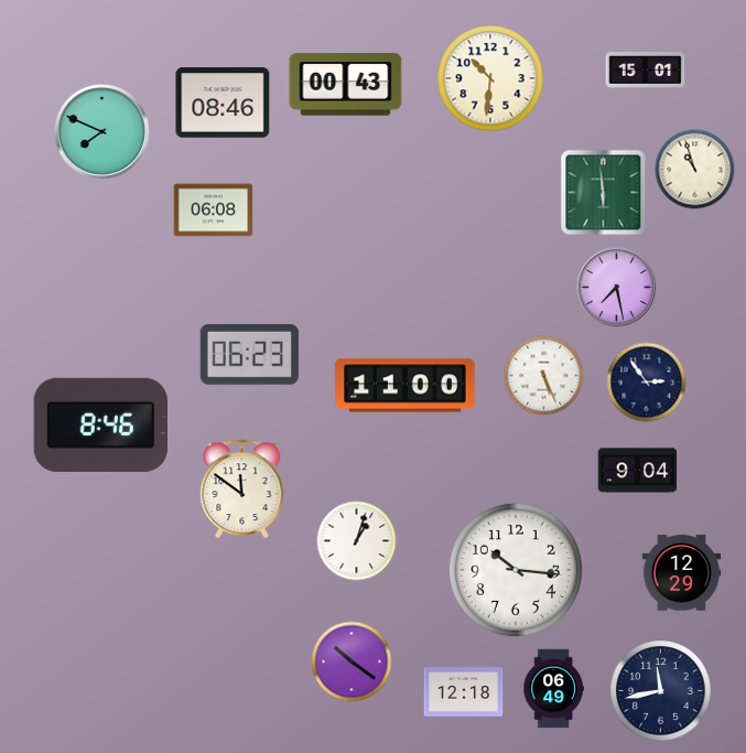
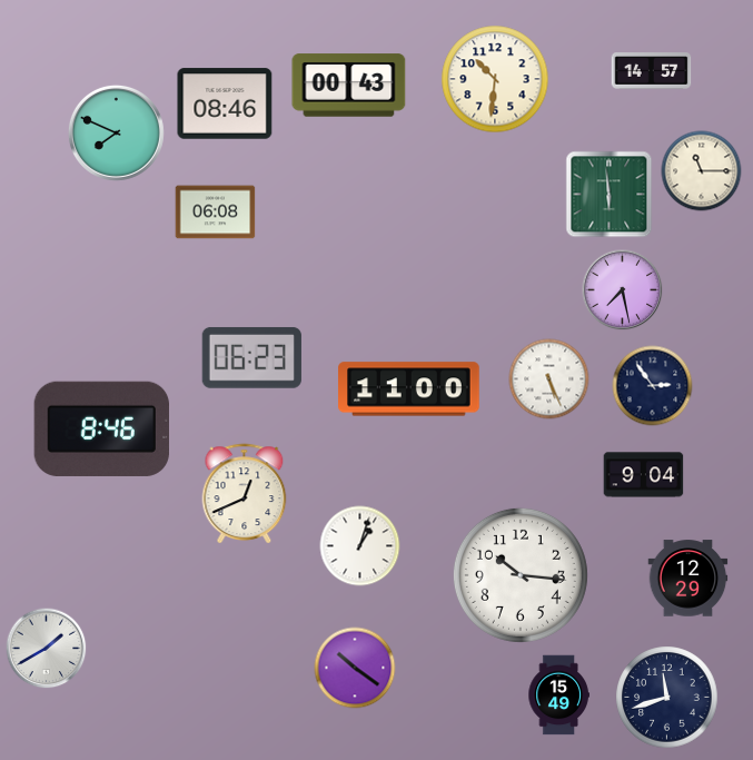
clock at (646, 71): 15:01 -> 14:57
clock at (101, 131) position: (101, 131) -> (116, 132)
clock at (695, 170): 10:57 -> 11:15
clock at (242, 490): 11:51 -> 12:41
clock at (47, 649): none -> 1:40
clock at (553, 689): 06:49 -> 15:49
clock at (661, 691): 11:43 -> 11:42
clock at (464, 692): 12:18 -> none
